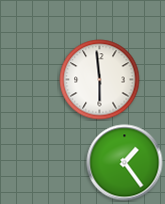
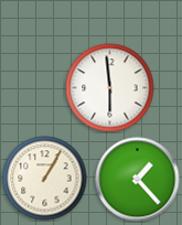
clock at (45, 179): none -> 1:05
clock at (125, 163): 1:24 -> 1:23
